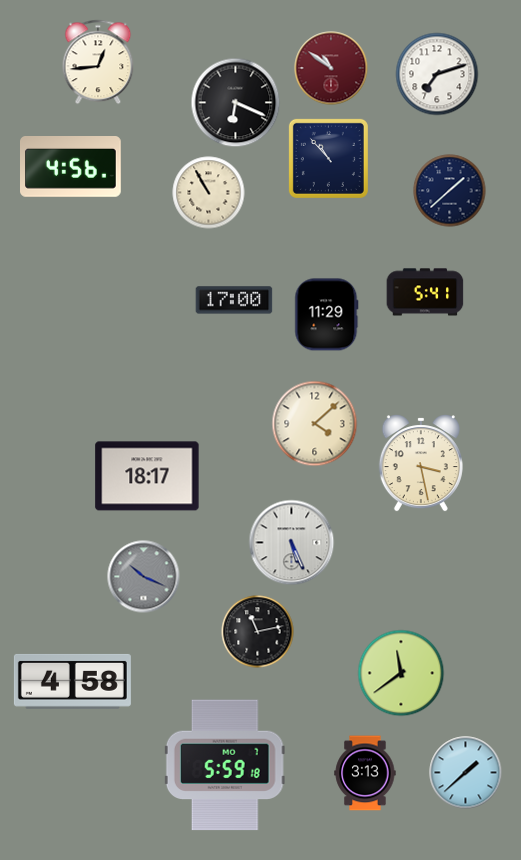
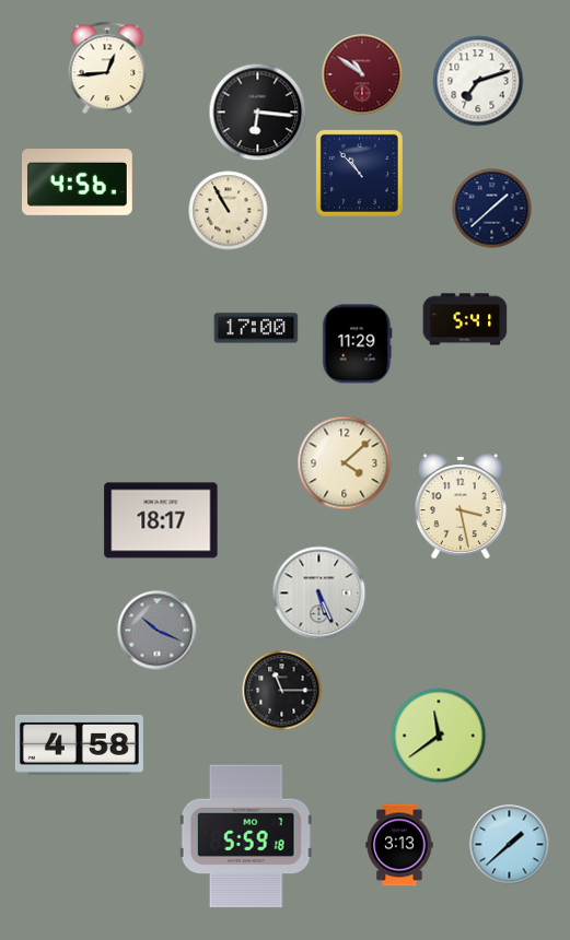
clock at (236, 103): 6:19 -> 6:16
clock at (258, 632): 11:13 -> 11:15
